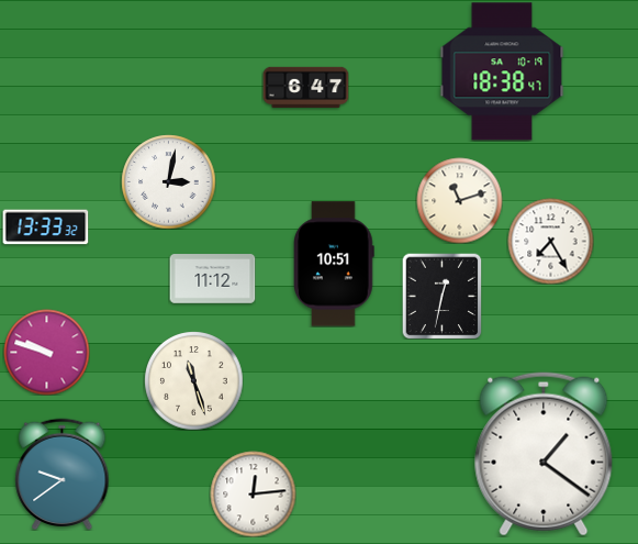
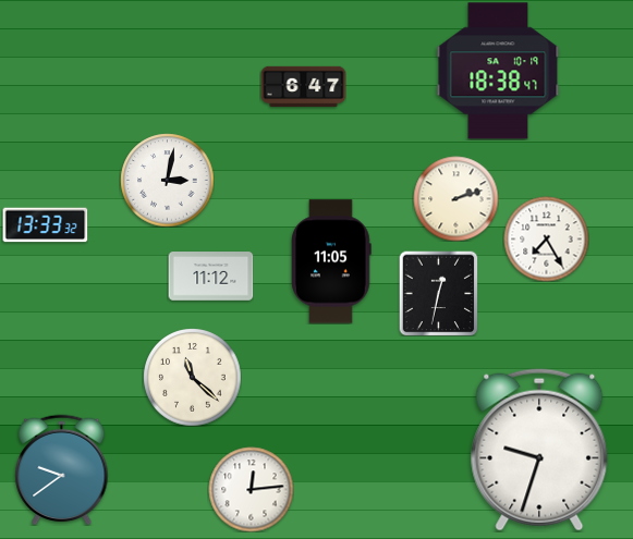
clock at (459, 200): 11:12 -> 2:12
clock at (335, 264): 10:51 -> 11:05
clock at (46, 352): 9:48 -> none
clock at (193, 380): 11:27 -> 11:22
clock at (544, 454): 1:21 -> 9:33
